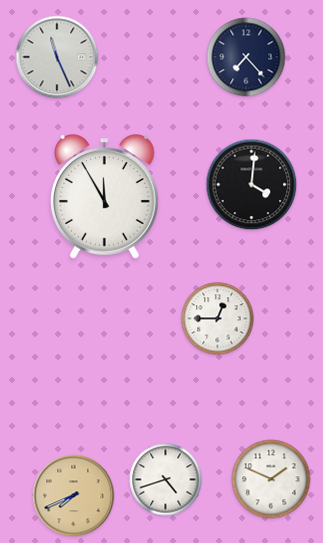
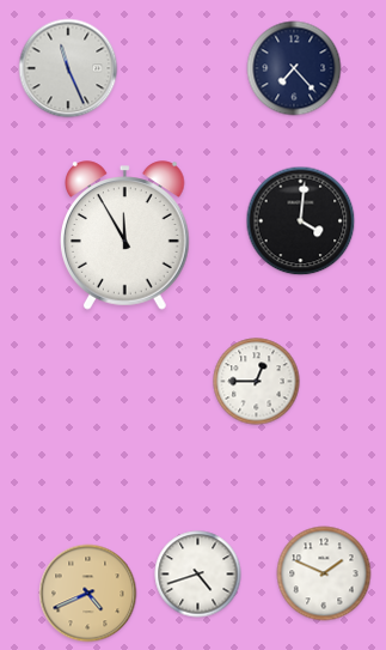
clock at (218, 319) position: (218, 319) -> (257, 382)
clock at (74, 496): 7:41 -> 4:41
